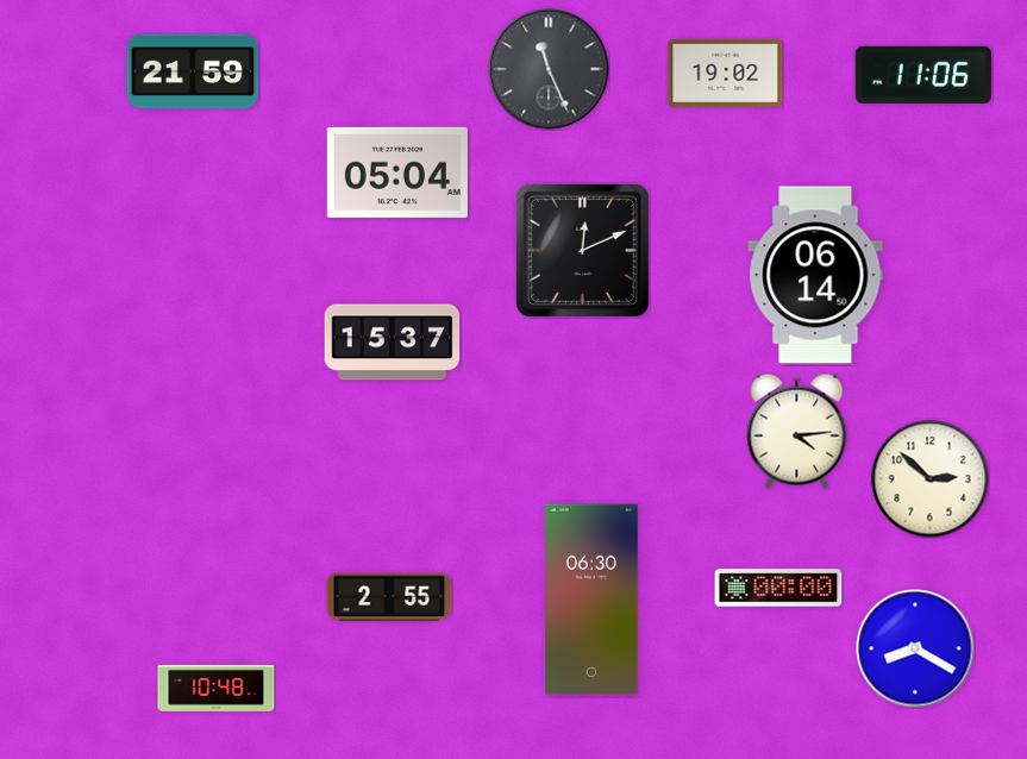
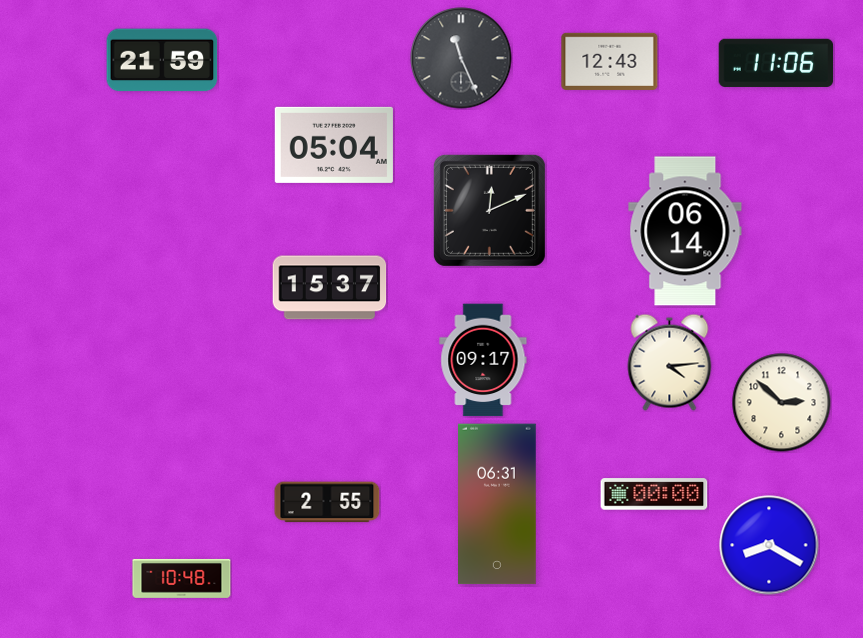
clock at (726, 73): 19:02 -> 12:43
clock at (483, 360): none -> 09:17
clock at (593, 600): 06:30 -> 06:31
